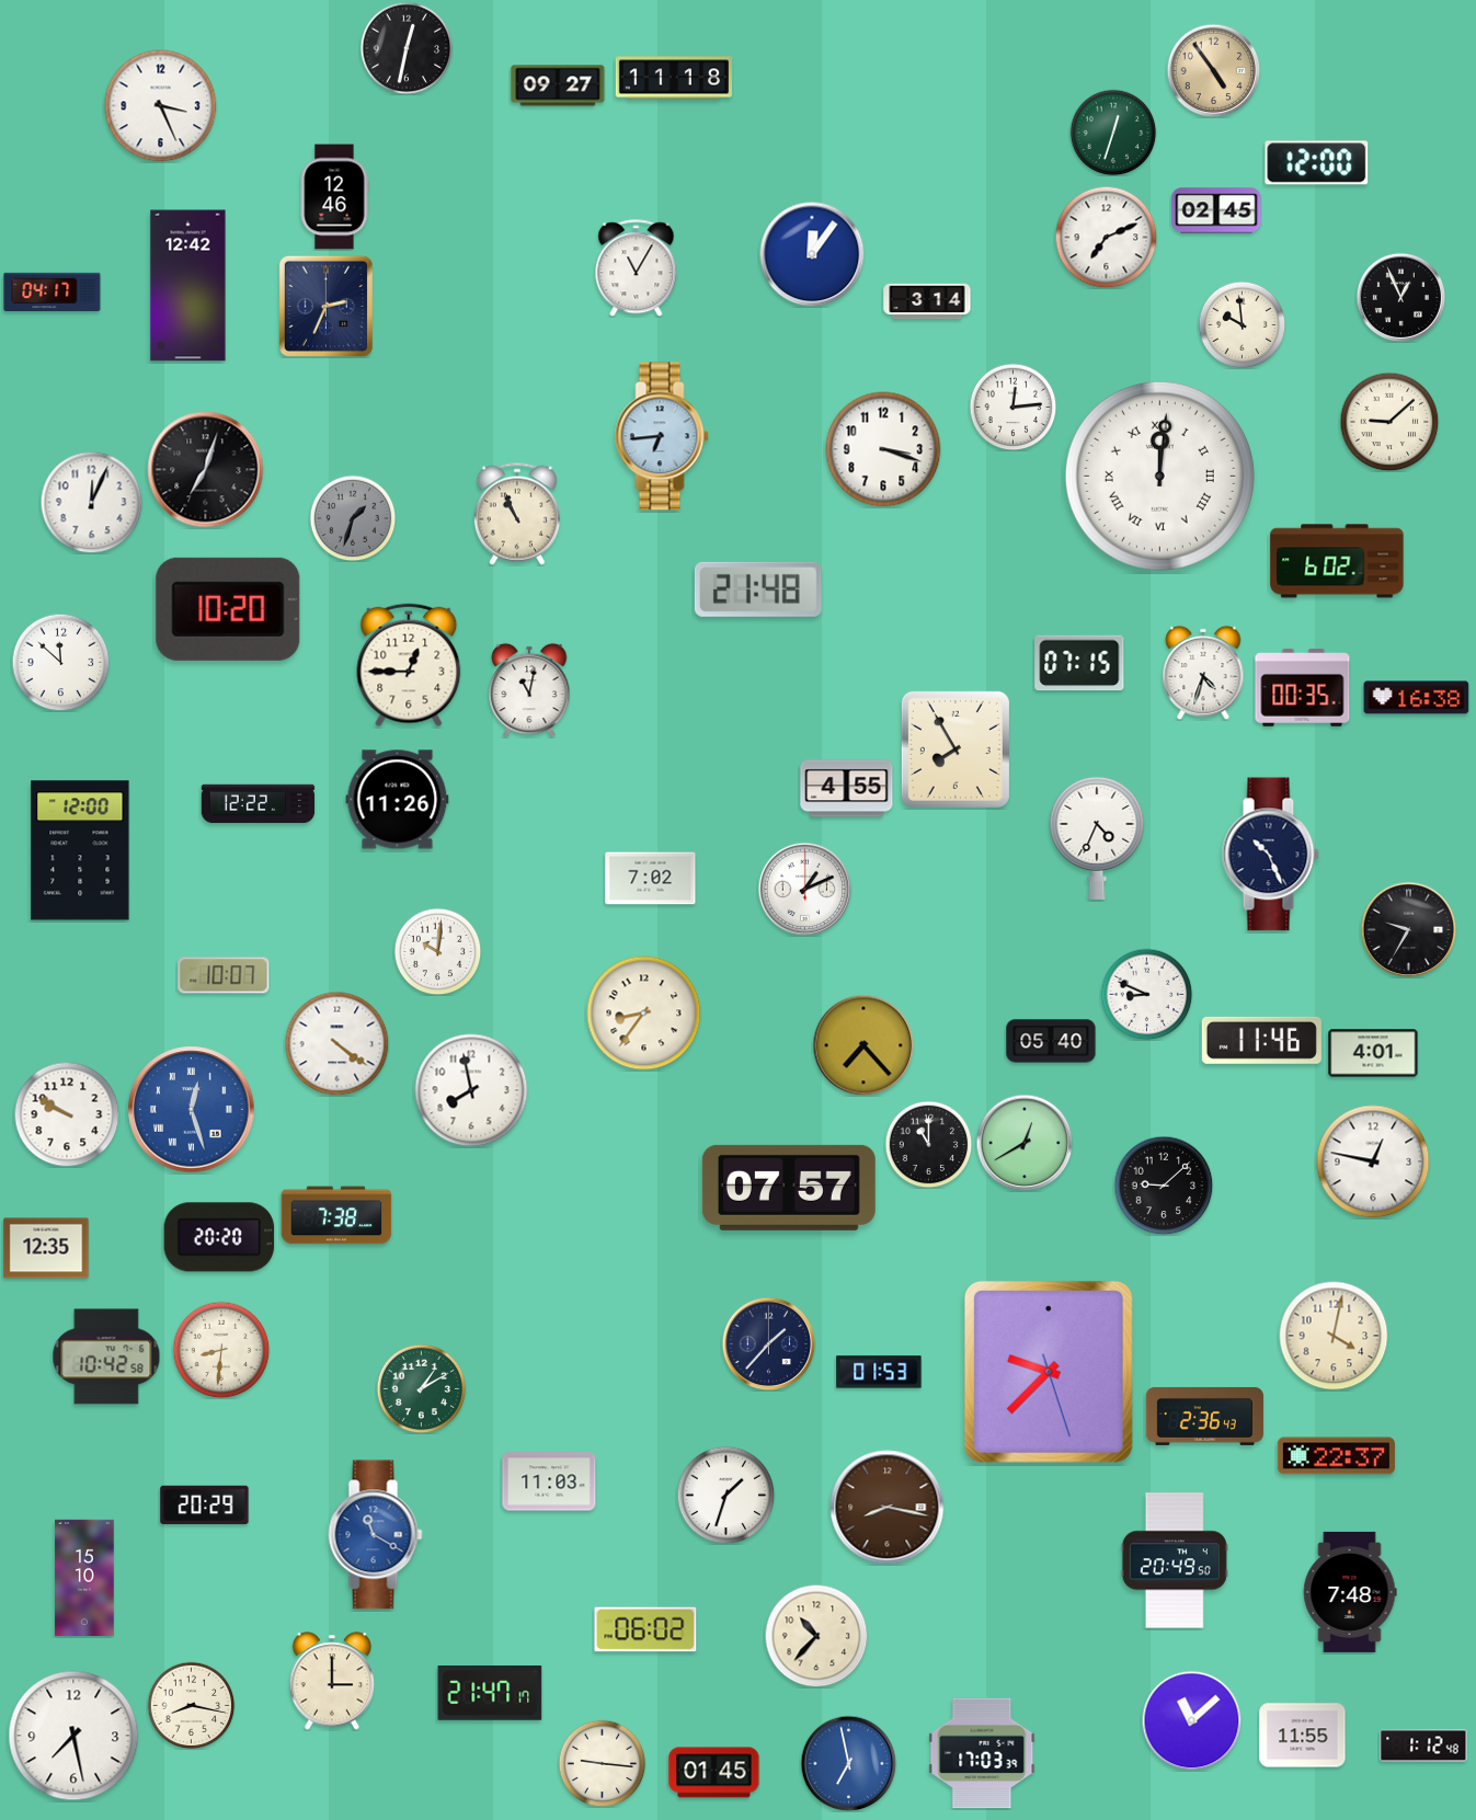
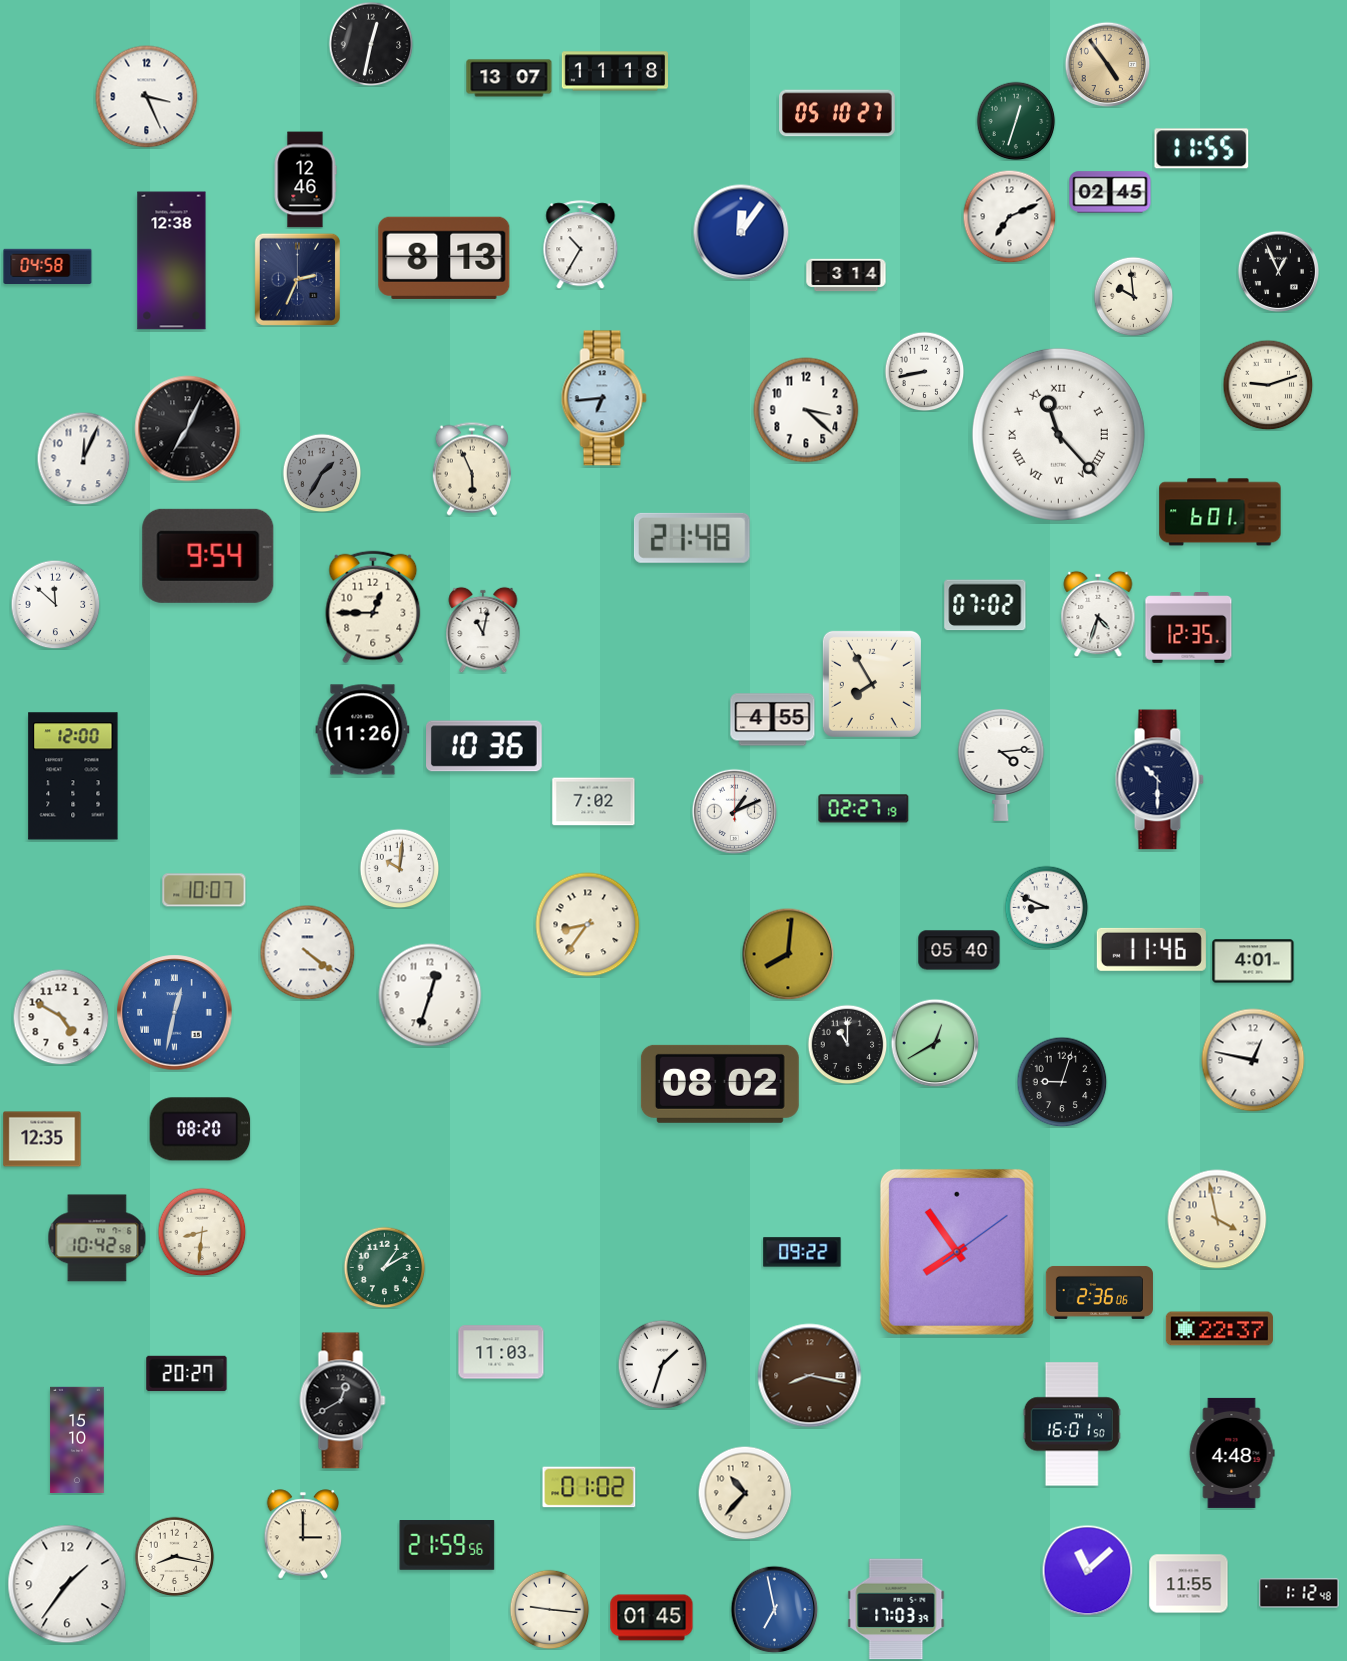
clock at (558, 85): 09:27 -> 13:07
clock at (837, 113): none -> 05:10
clock at (1317, 163): 12:00 -> 11:55
clock at (637, 268): 11:05 -> 10:35
clock at (444, 258): none -> 8:13
clock at (188, 286): 12:42 -> 12:38
clock at (53, 291): 04:17 -> 04:58
clock at (1012, 407): 12:14 -> 8:43
clock at (1389, 422): 9:08 -> 9:12
clock at (883, 449): 3:18 -> 3:22
clock at (206, 470): 7:03 -> 7:04
clock at (1159, 476): 12:01 -> 11:23
clock at (517, 514): 10:56 -> 5:56
clock at (353, 518): 1:33 -> 1:35
clock at (1337, 561): 6:02 -> 6:01
clock at (228, 609): 10:20 -> 9:54
clock at (1079, 663): 07:15 -> 07:02
clock at (1303, 688): 00:35 -> 12:35
clock at (1417, 698): 16:38 -> none
clock at (259, 804): 12:22 -> none
clock at (485, 746): none -> 10:36
clock at (1097, 837): 4:34 -> 4:14
clock at (1270, 855): 10:26 -> 10:30
clock at (864, 809): none -> 02:27
clock at (1408, 929): 9:35 -> none
clock at (863, 1045): 7:23 -> 8:01
clock at (471, 1090): 7:58 -> 12:33
clock at (192, 1110): 12:27 -> 12:32
clock at (67, 1114): 9:50 -> 4:50
clock at (1164, 1186): 9:08 -> 9:03
clock at (789, 1188): 07:57 -> 08:02
clock at (336, 1215): 7:38 -> none
clock at (219, 1237): 20:20 -> 08:20
clock at (1334, 1336): 4:02 -> 3:58
clock at (768, 1343): 1:37 -> none
clock at (879, 1372): 01:53 -> 09:22
clock at (1049, 1372): 9:37 -> 7:54
clock at (1204, 1416): 2:36:43 -> 2:36:06
clock at (205, 1506): 20:29 -> 20:27
clock at (376, 1535): 11:20 -> 12:40
clock at (376, 1535) dial: blue -> black
clock at (1175, 1560): 20:49 -> 16:01
clock at (1350, 1592): 7:48 -> 4:48
clock at (645, 1629): 06:02 -> 01:02
clock at (490, 1694): 21:47 -> 21:59
clock at (73, 1736): 7:28 -> 1:36
clock at (982, 1753) position: (982, 1753) -> (896, 1609)
